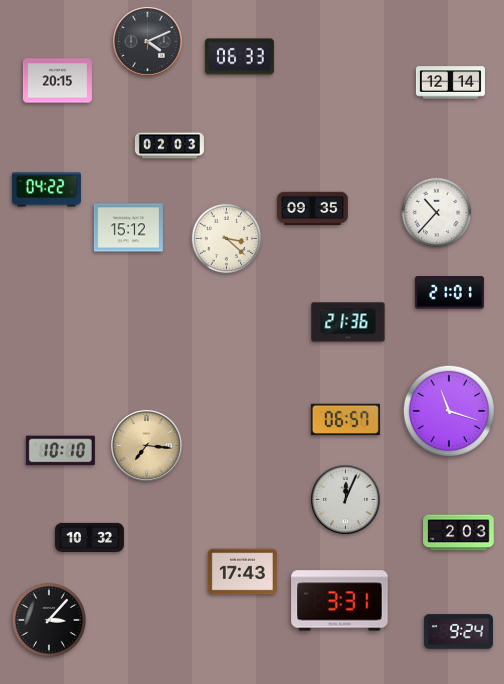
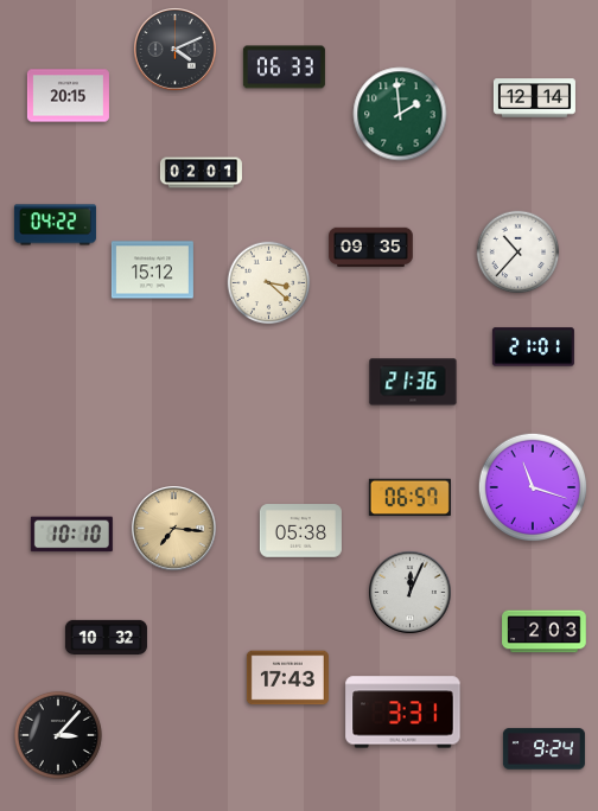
clock at (400, 114): none -> 1:59
clock at (169, 146): 02:03 -> 02:01
clock at (300, 531): none -> 05:38
